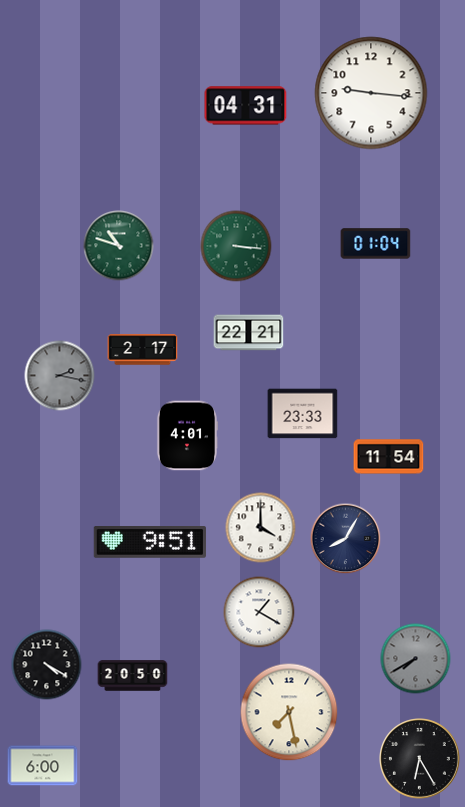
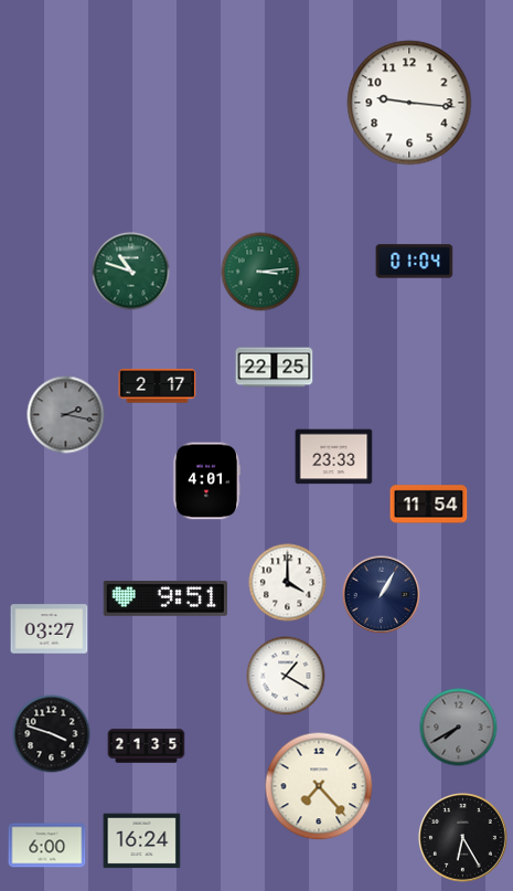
clock at (246, 106): 04:31 -> none
clock at (376, 244) position: (376, 244) -> (415, 262)
clock at (236, 246): 3:16 -> 3:14
clock at (249, 333): 22:21 -> 22:25
clock at (346, 539): 8:05 -> 1:05
clock at (50, 629): none -> 03:27
clock at (47, 665): 4:20 -> 3:48
clock at (133, 676): 20:50 -> 21:35
clock at (289, 712): 7:28 -> 7:23
clock at (142, 841): none -> 16:24
